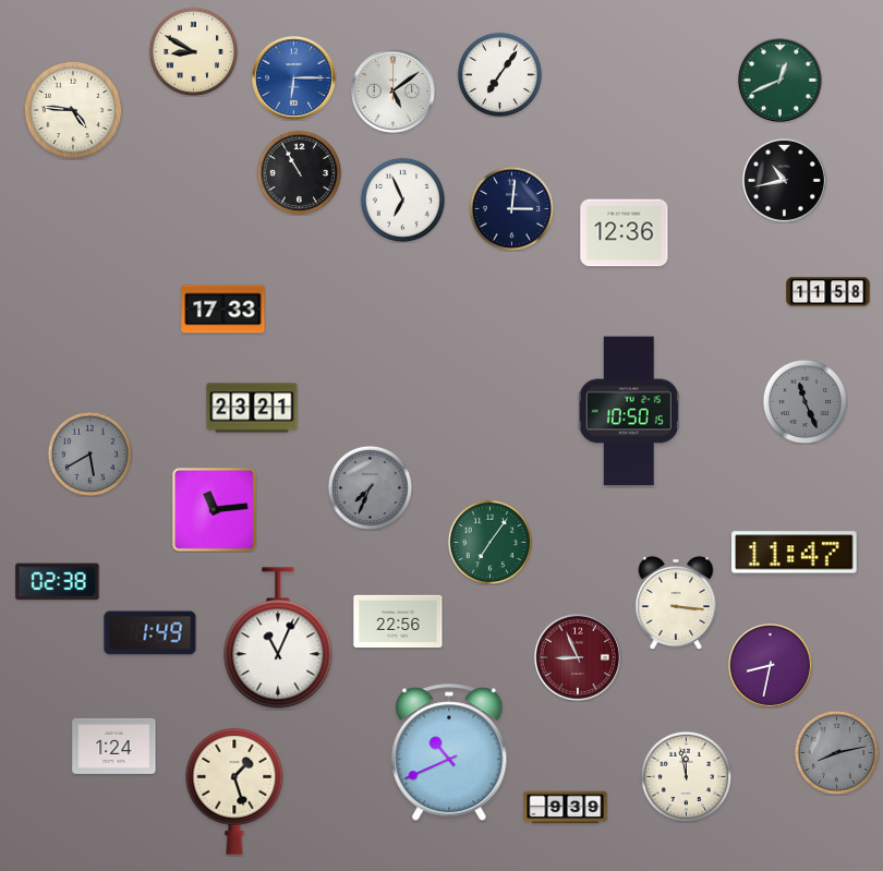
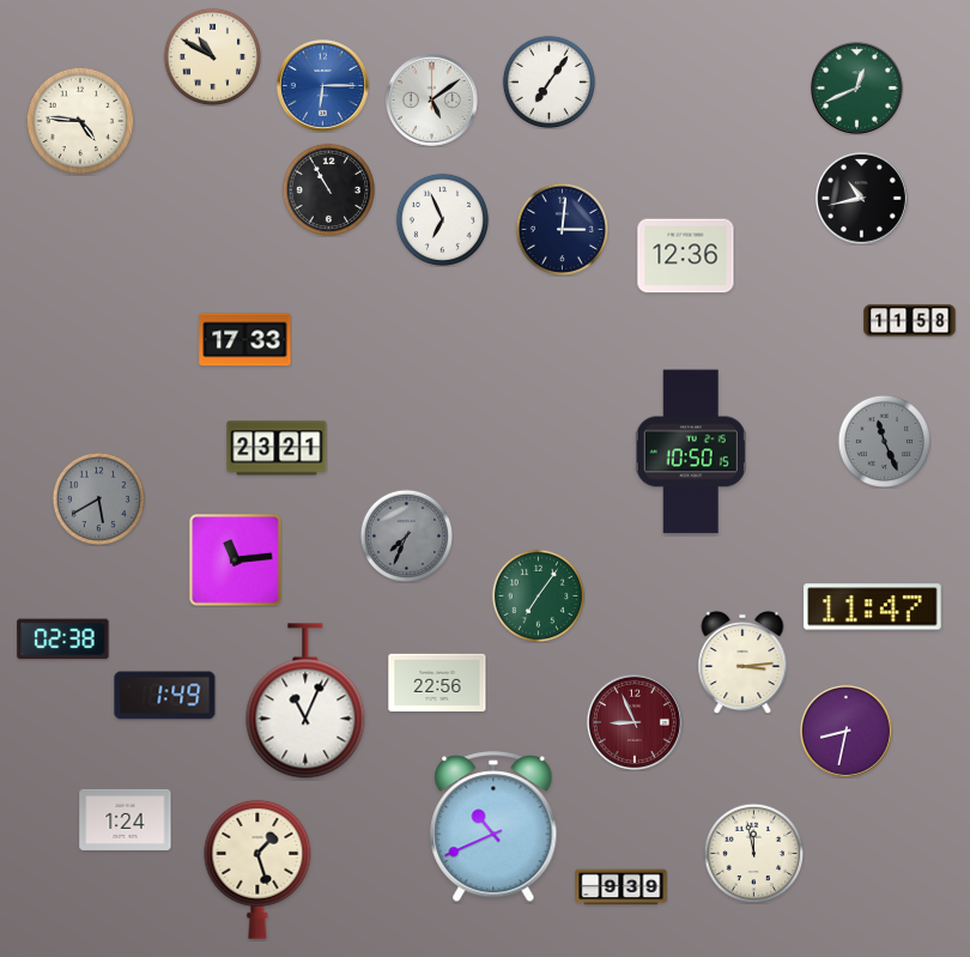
clock at (193, 51): 8:50 -> 10:50
clock at (676, 603): 3:16 -> 3:14
clock at (836, 752): 8:13 -> none
